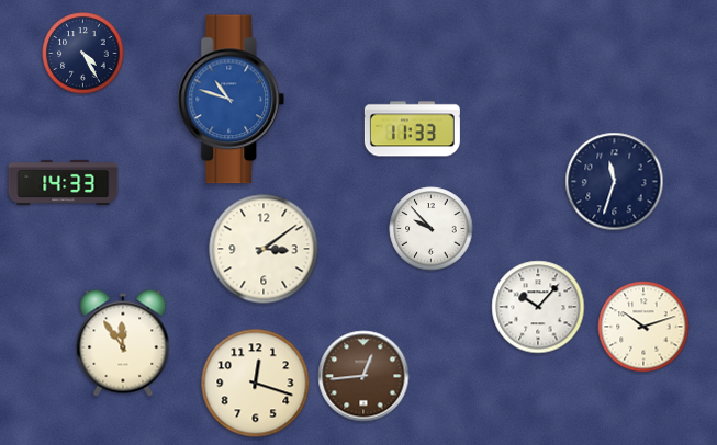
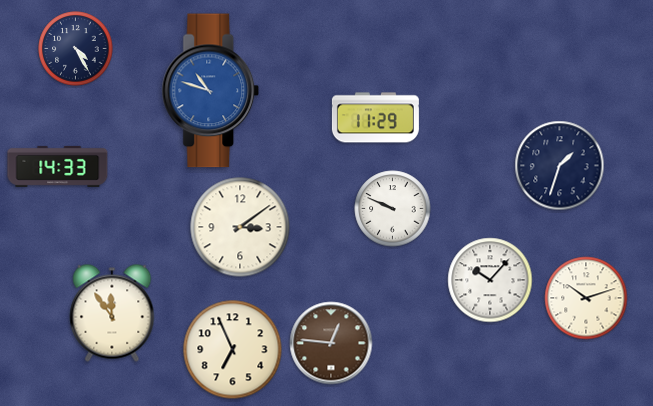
clock at (412, 129): 11:33 -> 11:29
clock at (615, 182): 11:33 -> 1:33
clock at (432, 229): 9:53 -> 9:49
clock at (363, 376): 12:44 -> 12:46
clock at (256, 384): 12:18 -> 6:56
